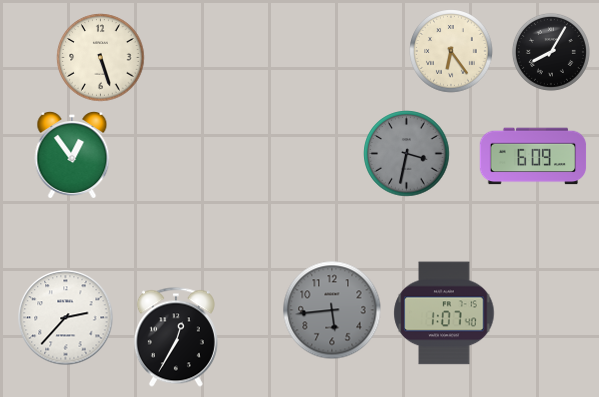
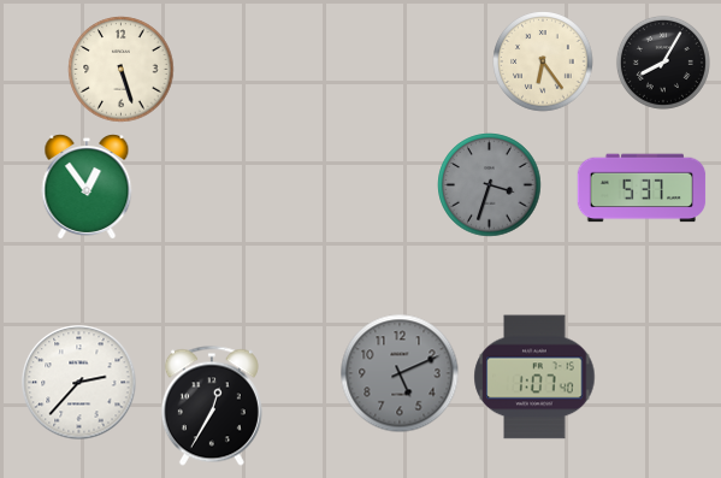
clock at (407, 154): 3:32 -> 3:33
clock at (533, 156): 6:09 -> 5:37
clock at (332, 310): 5:44 -> 5:11
